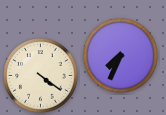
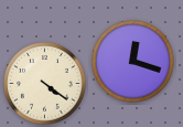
clock at (121, 56): 7:34 -> 12:18
